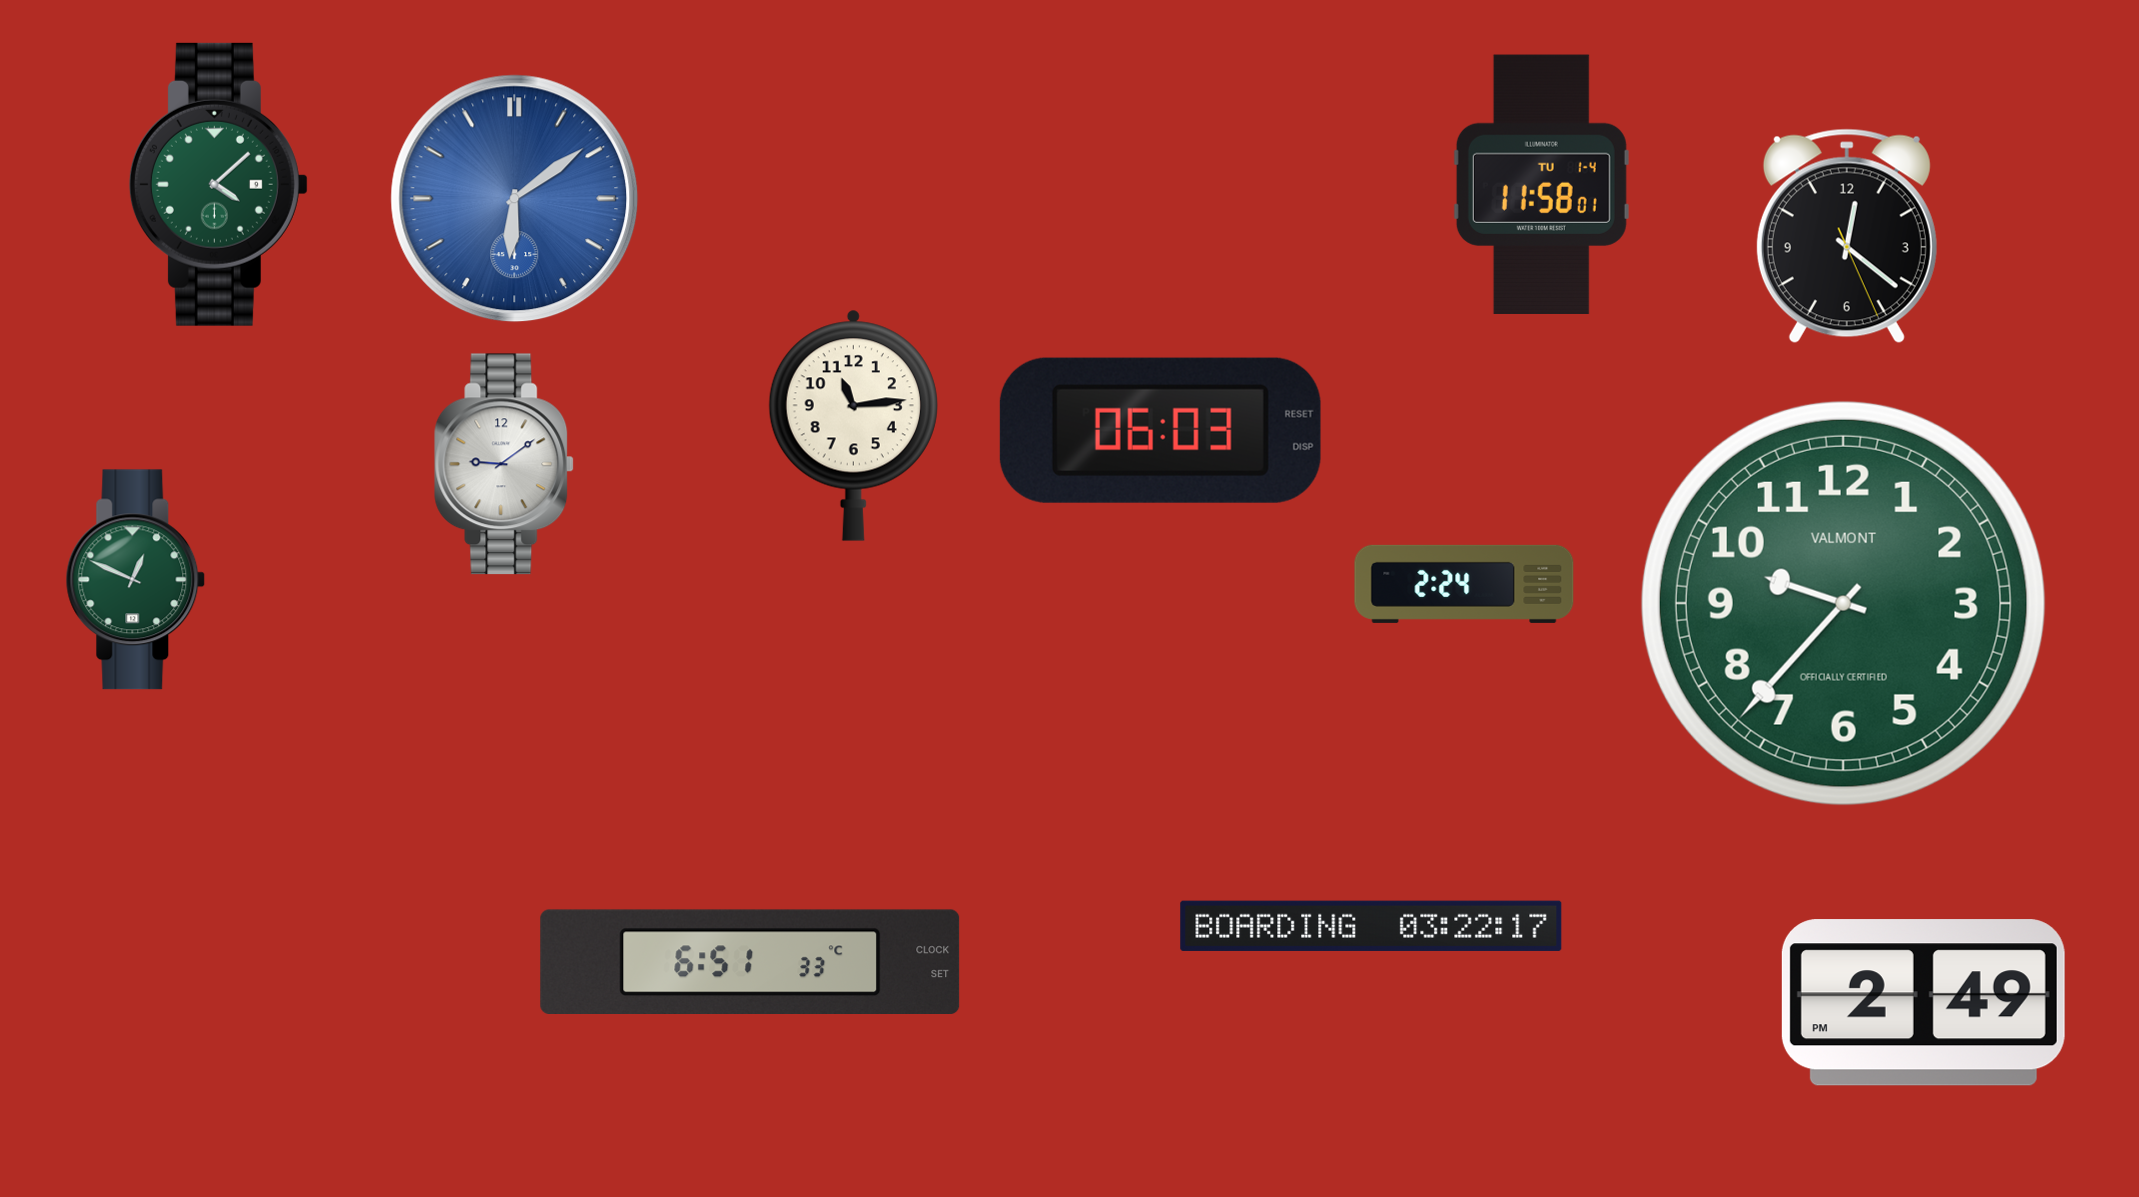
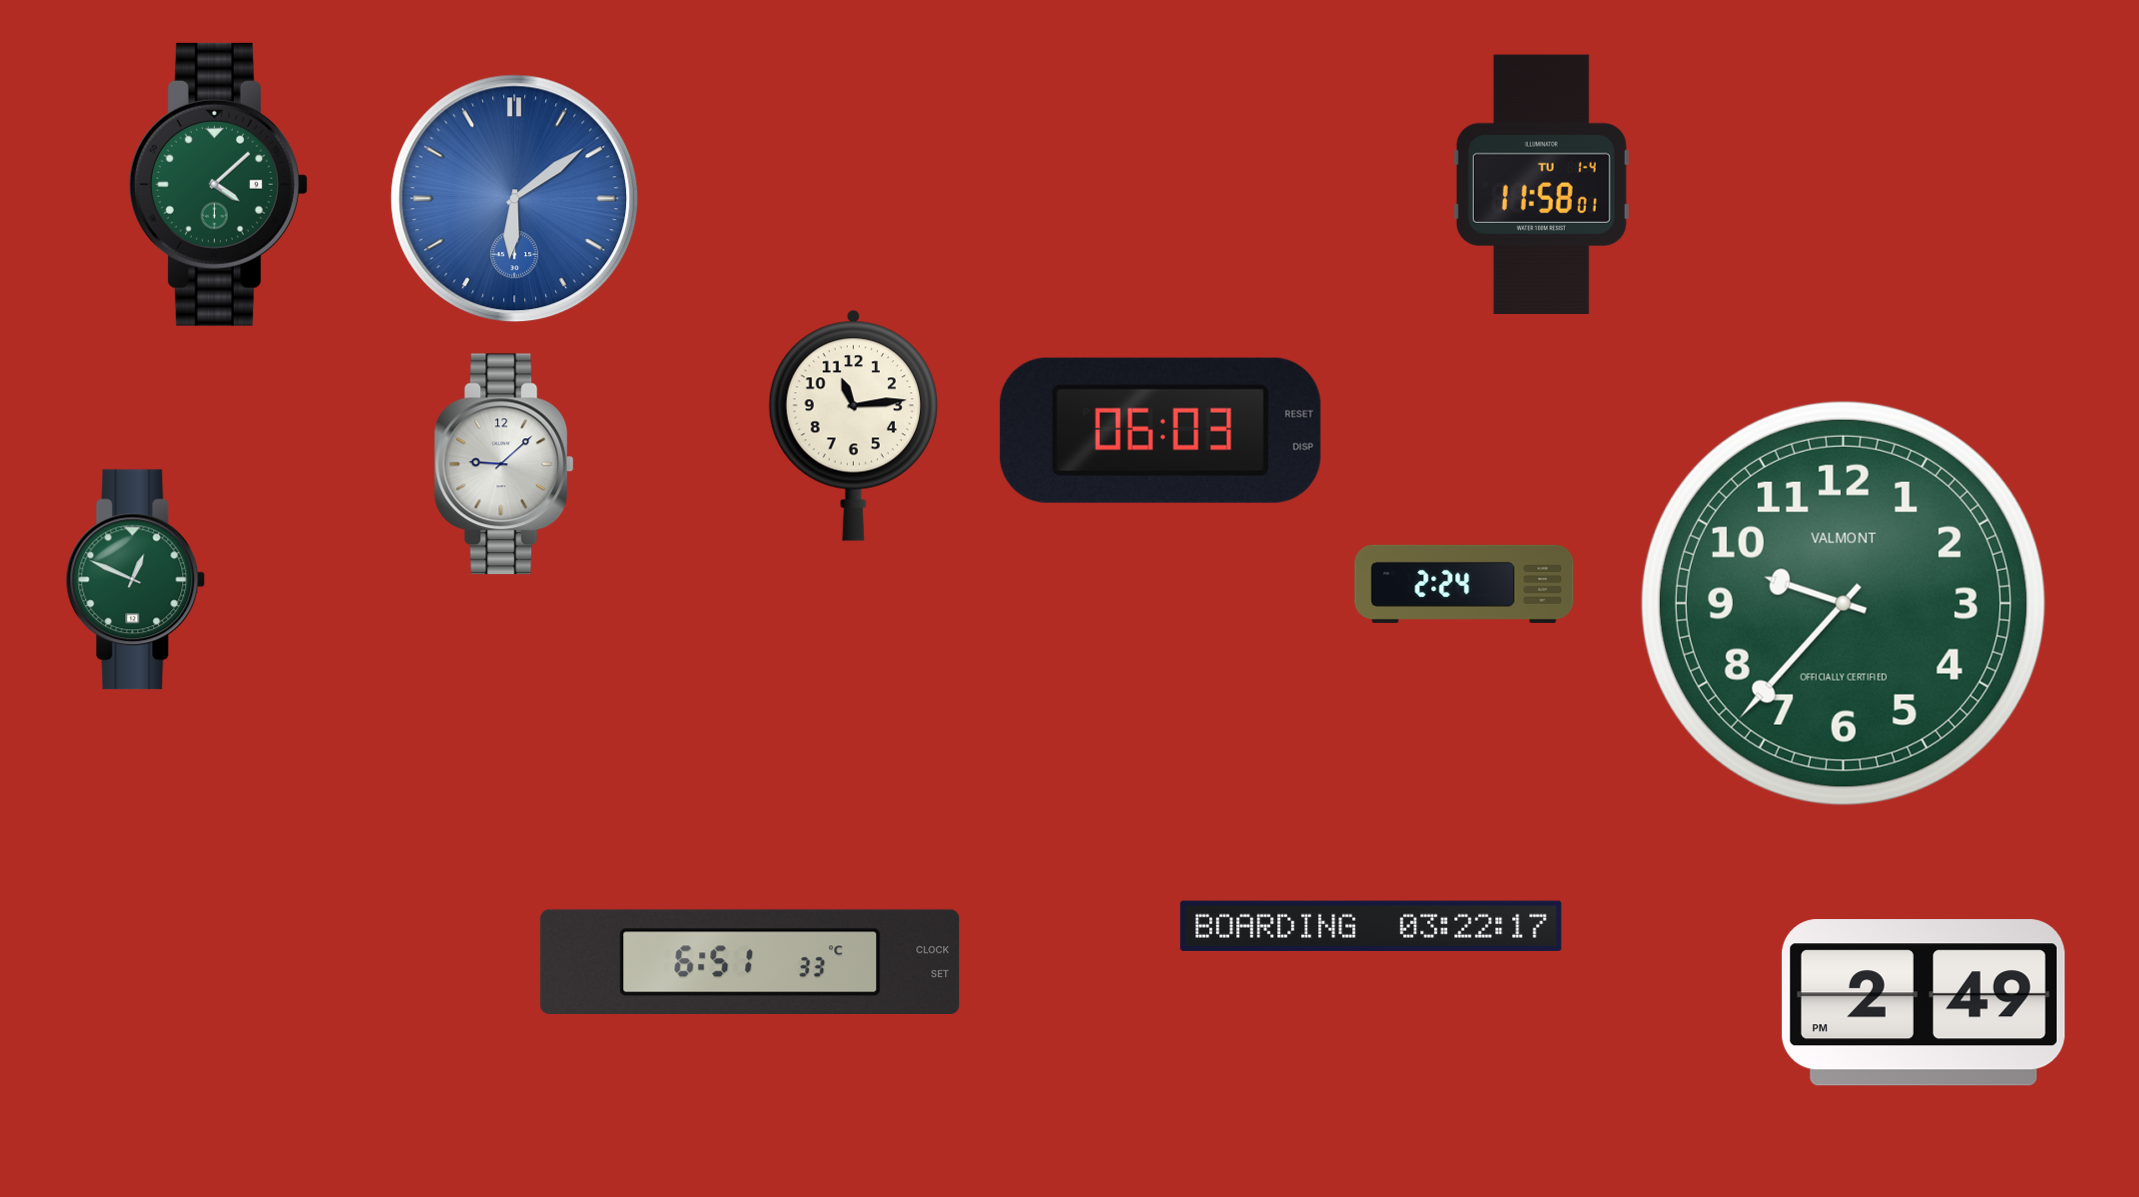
clock at (1847, 236): 12:21 -> none
clock at (505, 464): 9:09 -> 9:08
